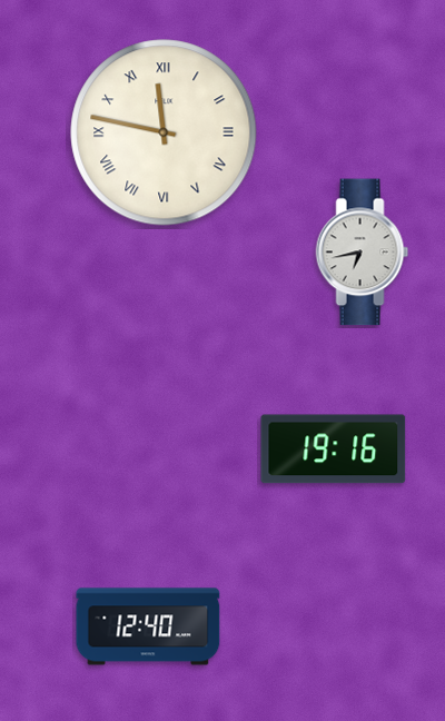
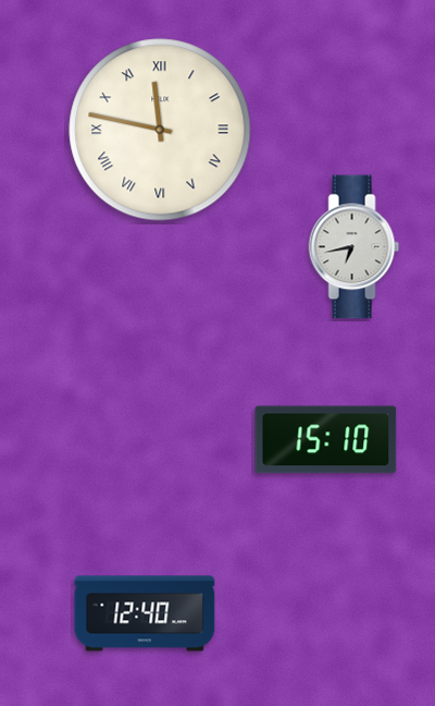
clock at (334, 450): 19:16 -> 15:10
